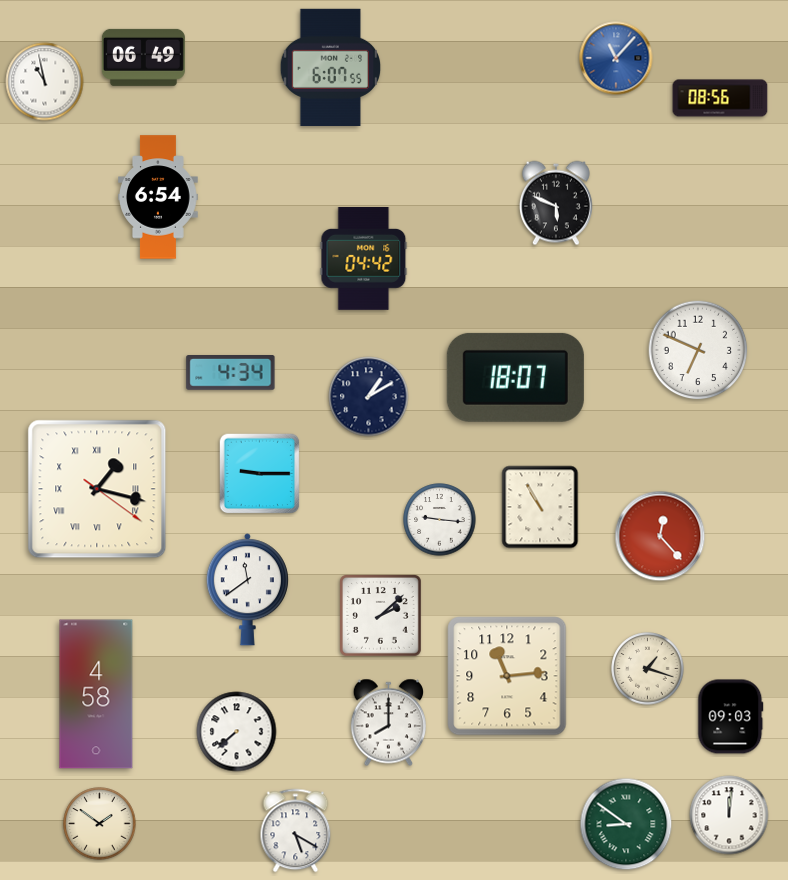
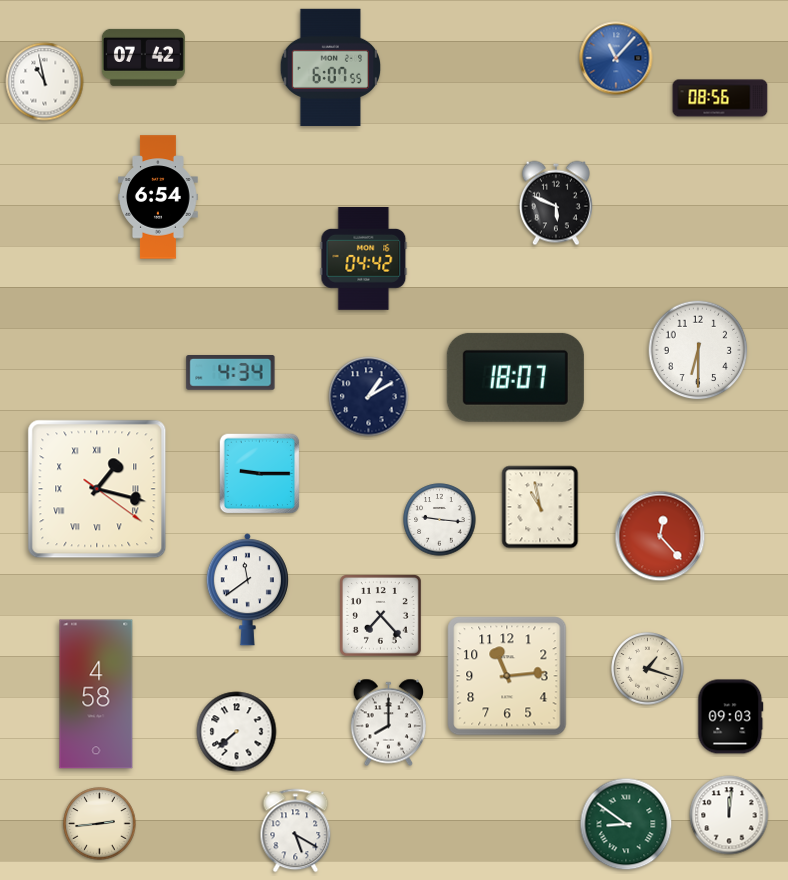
clock at (143, 57): 06:49 -> 07:42
clock at (698, 350): 6:49 -> 6:30
clock at (540, 507): 10:55 -> 10:58
clock at (380, 615): 2:08 -> 7:23
clock at (100, 824): 1:51 -> 2:44
